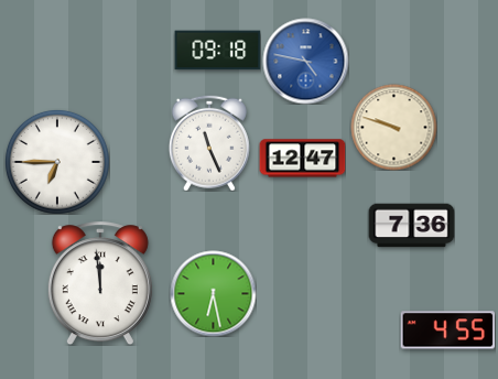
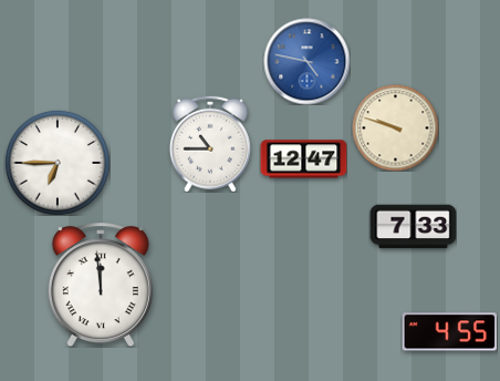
clock at (217, 51): 09:18 -> none
clock at (209, 143): 11:26 -> 10:45
clock at (411, 226): 7:36 -> 7:33
clock at (213, 293): 6:28 -> none
